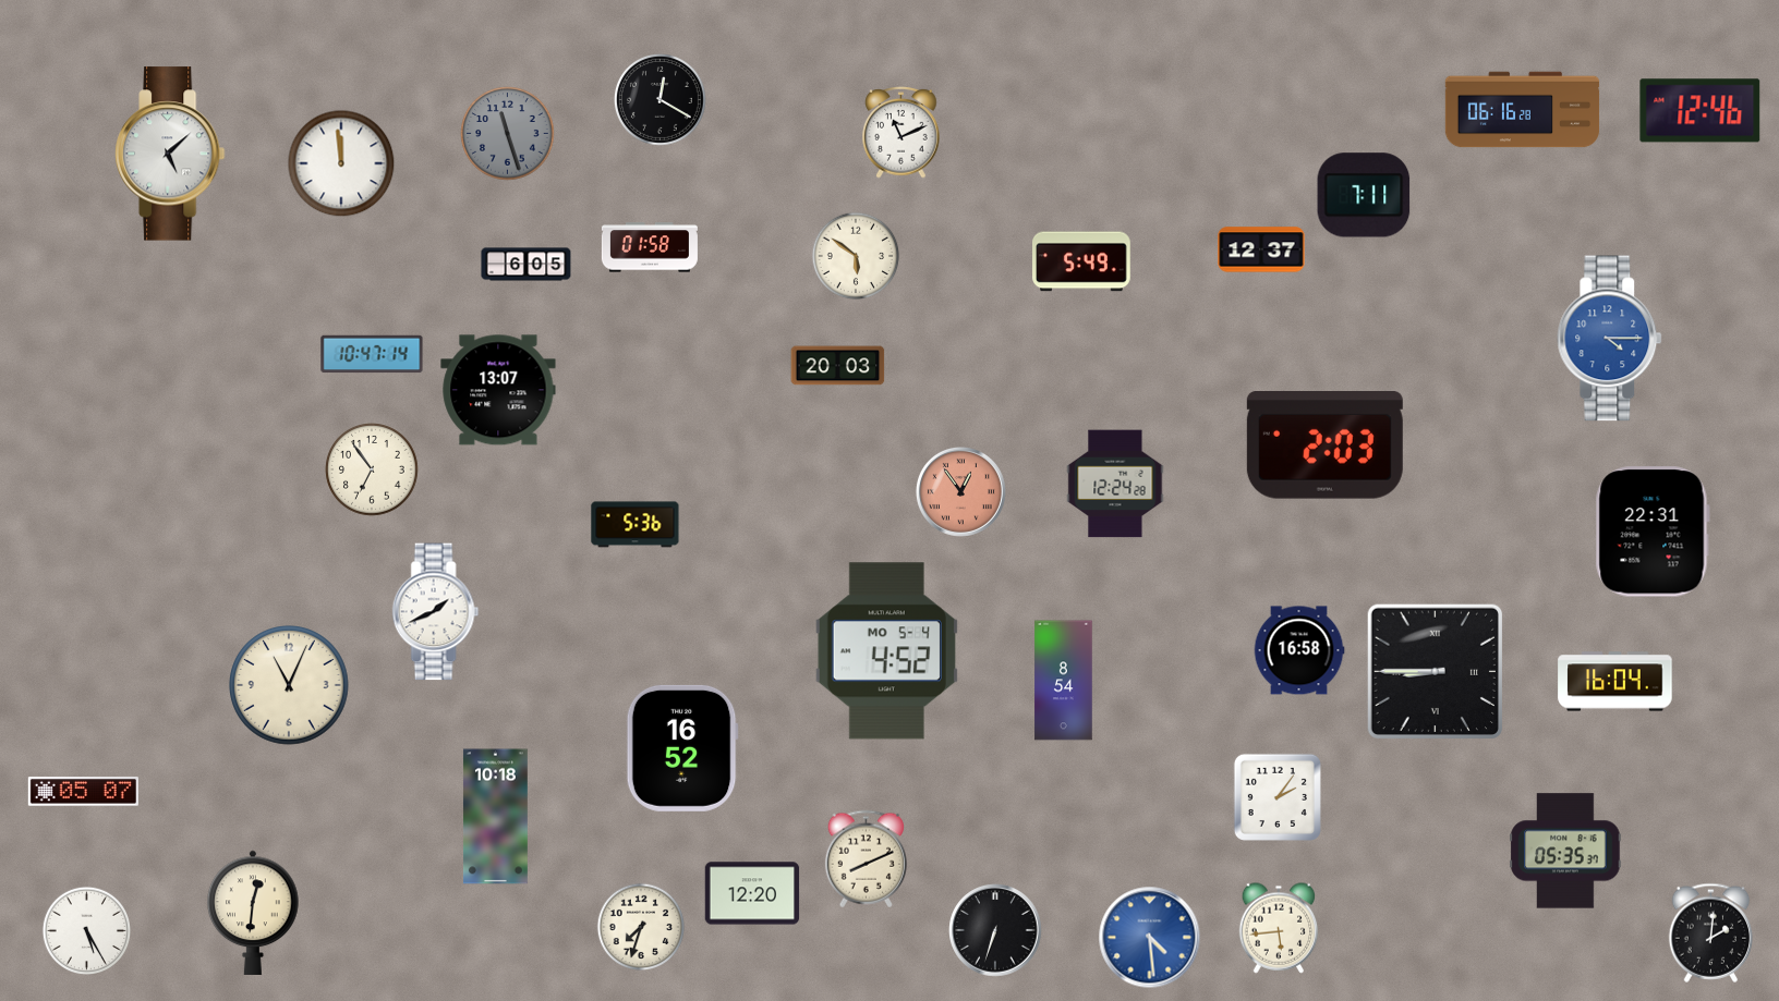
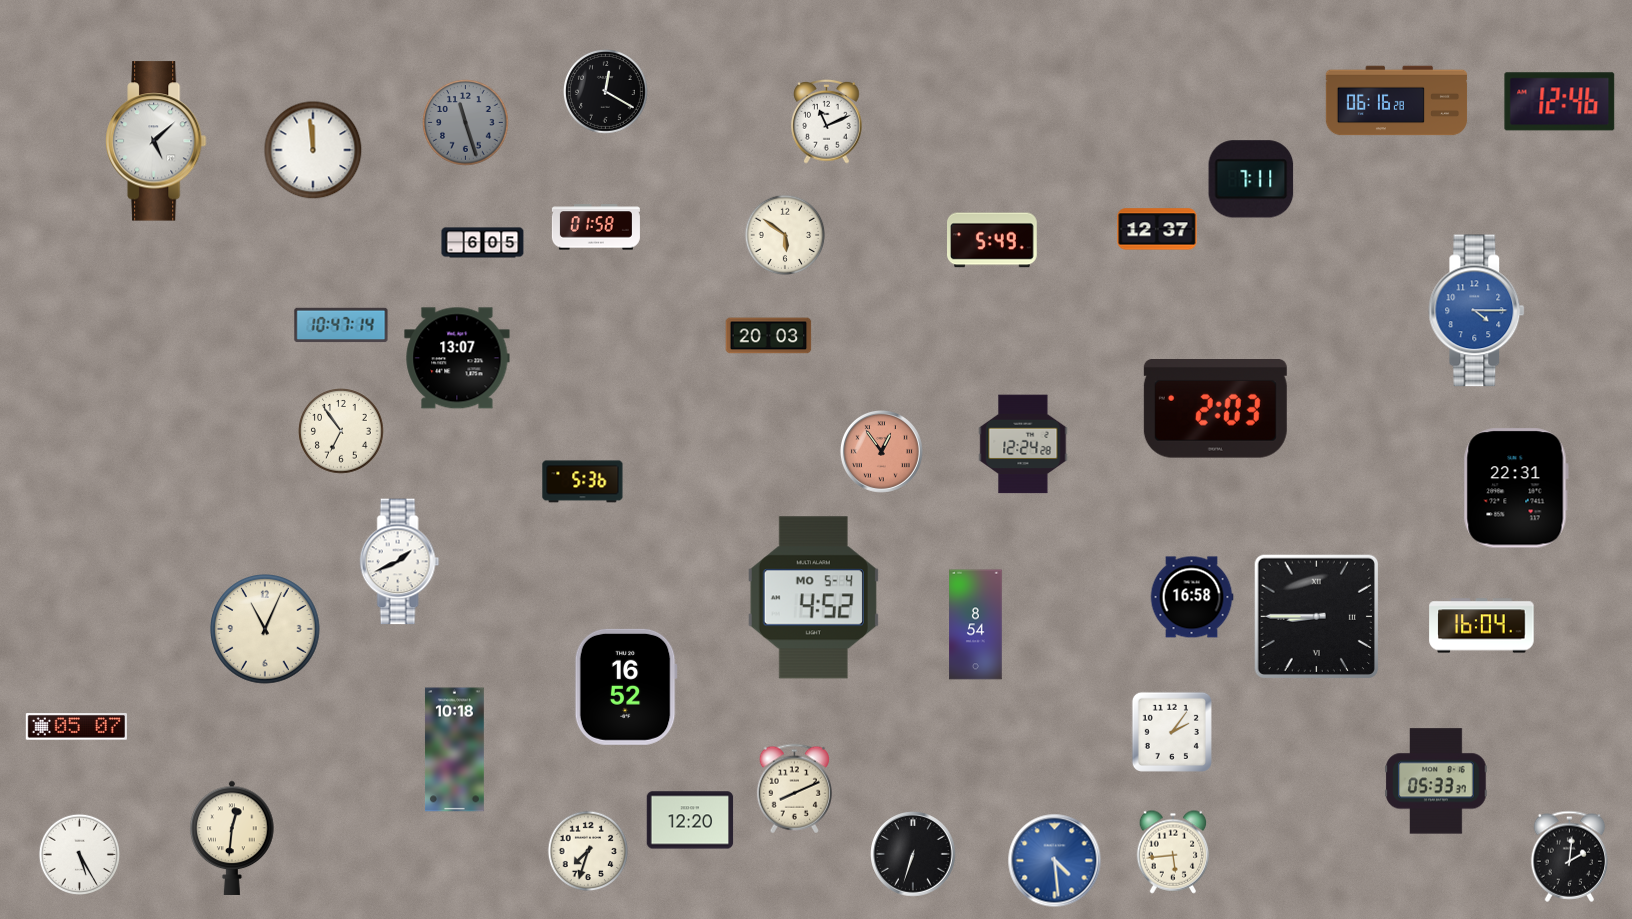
clock at (1565, 851): 05:35 -> 05:33
